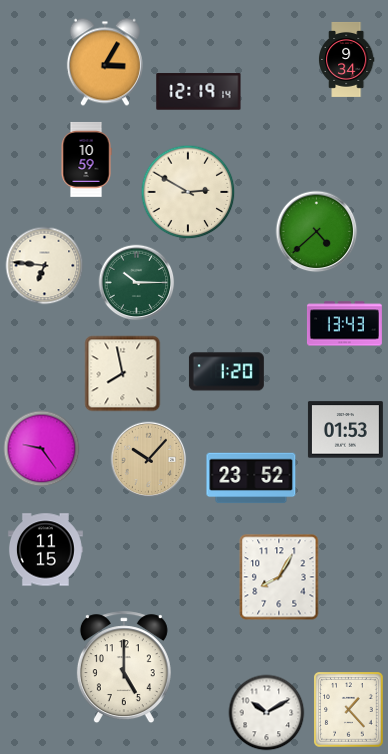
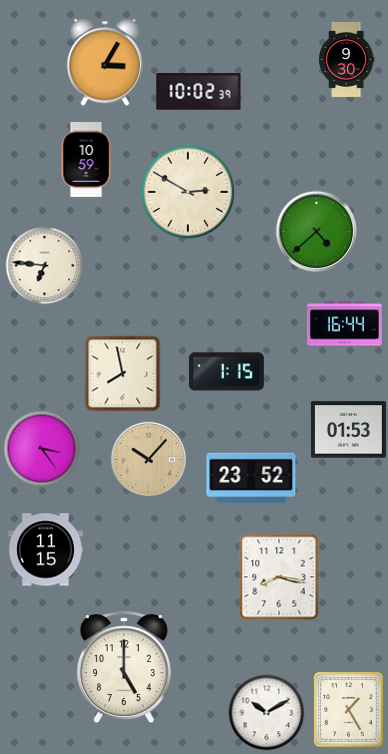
clock at (346, 59): 9:34 -> 9:30
clock at (199, 92): 12:19 -> 10:02
clock at (137, 283): 10:15 -> none
clock at (344, 324): 13:43 -> 16:44
clock at (226, 372): 1:20 -> 1:15
clock at (345, 430) position: (345, 430) -> (348, 430)
clock at (42, 449): 9:24 -> 3:24
clock at (279, 577): 8:05 -> 8:17
clock at (349, 710): 1:23 -> 1:25
